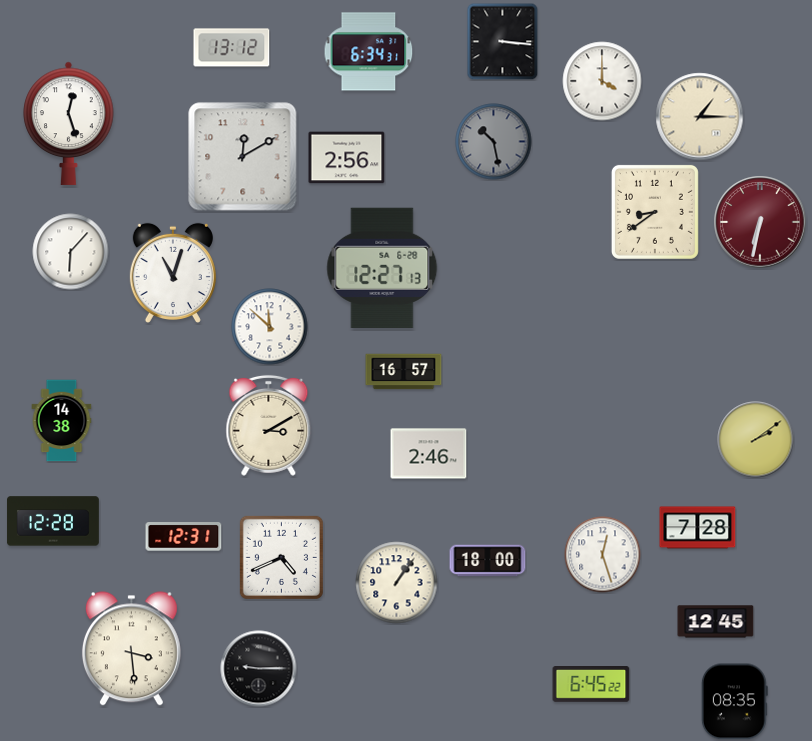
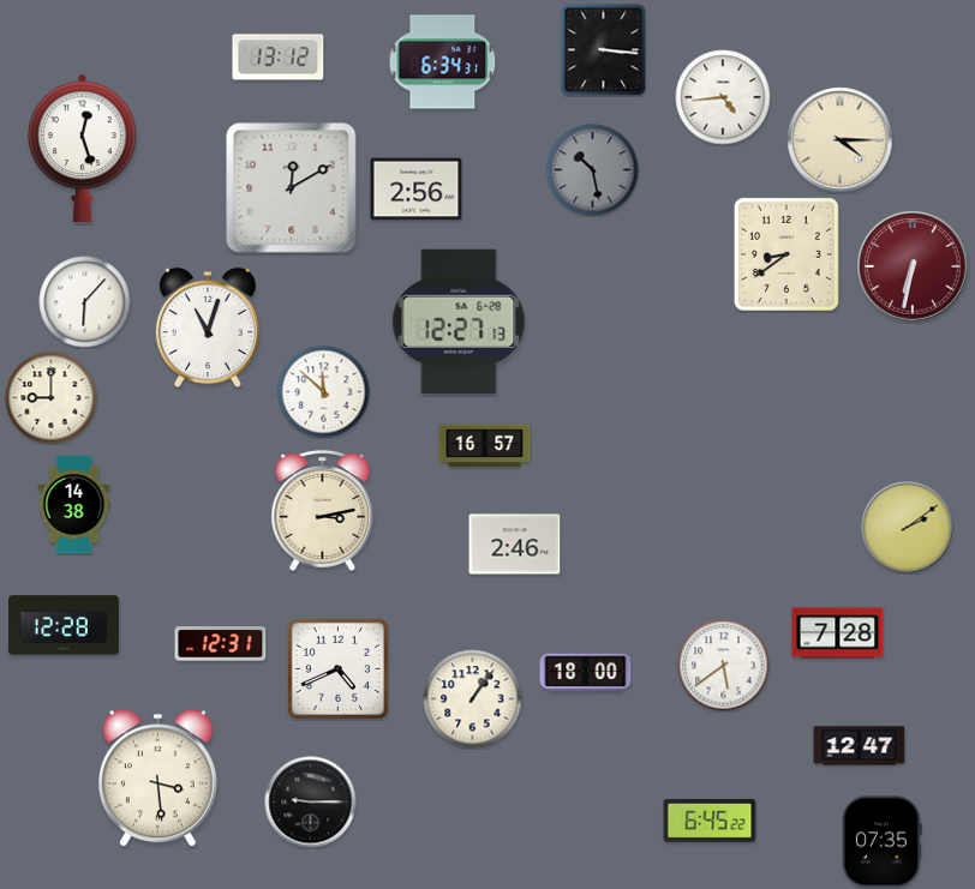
clock at (602, 81): 4:00 -> 4:44
clock at (700, 117): 1:15 -> 4:15
clock at (52, 398): none -> 9:00
clock at (269, 425): 3:10 -> 3:13
clock at (603, 555): 12:27 -> 5:39
clock at (397, 583) position: (397, 583) -> (473, 699)
clock at (716, 622): 12:45 -> 12:47
clock at (734, 702): 08:35 -> 07:35
